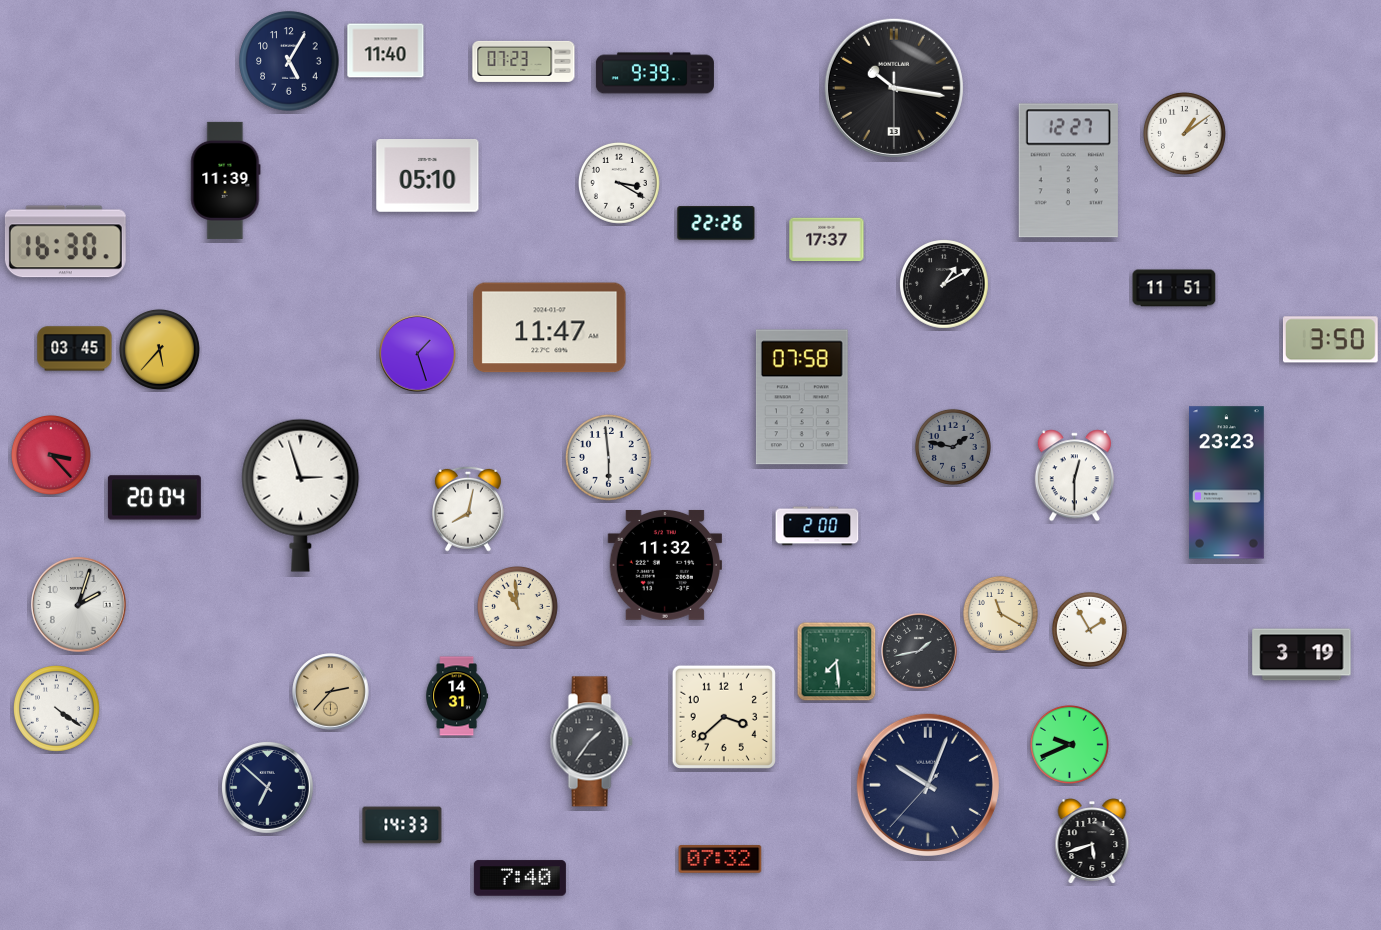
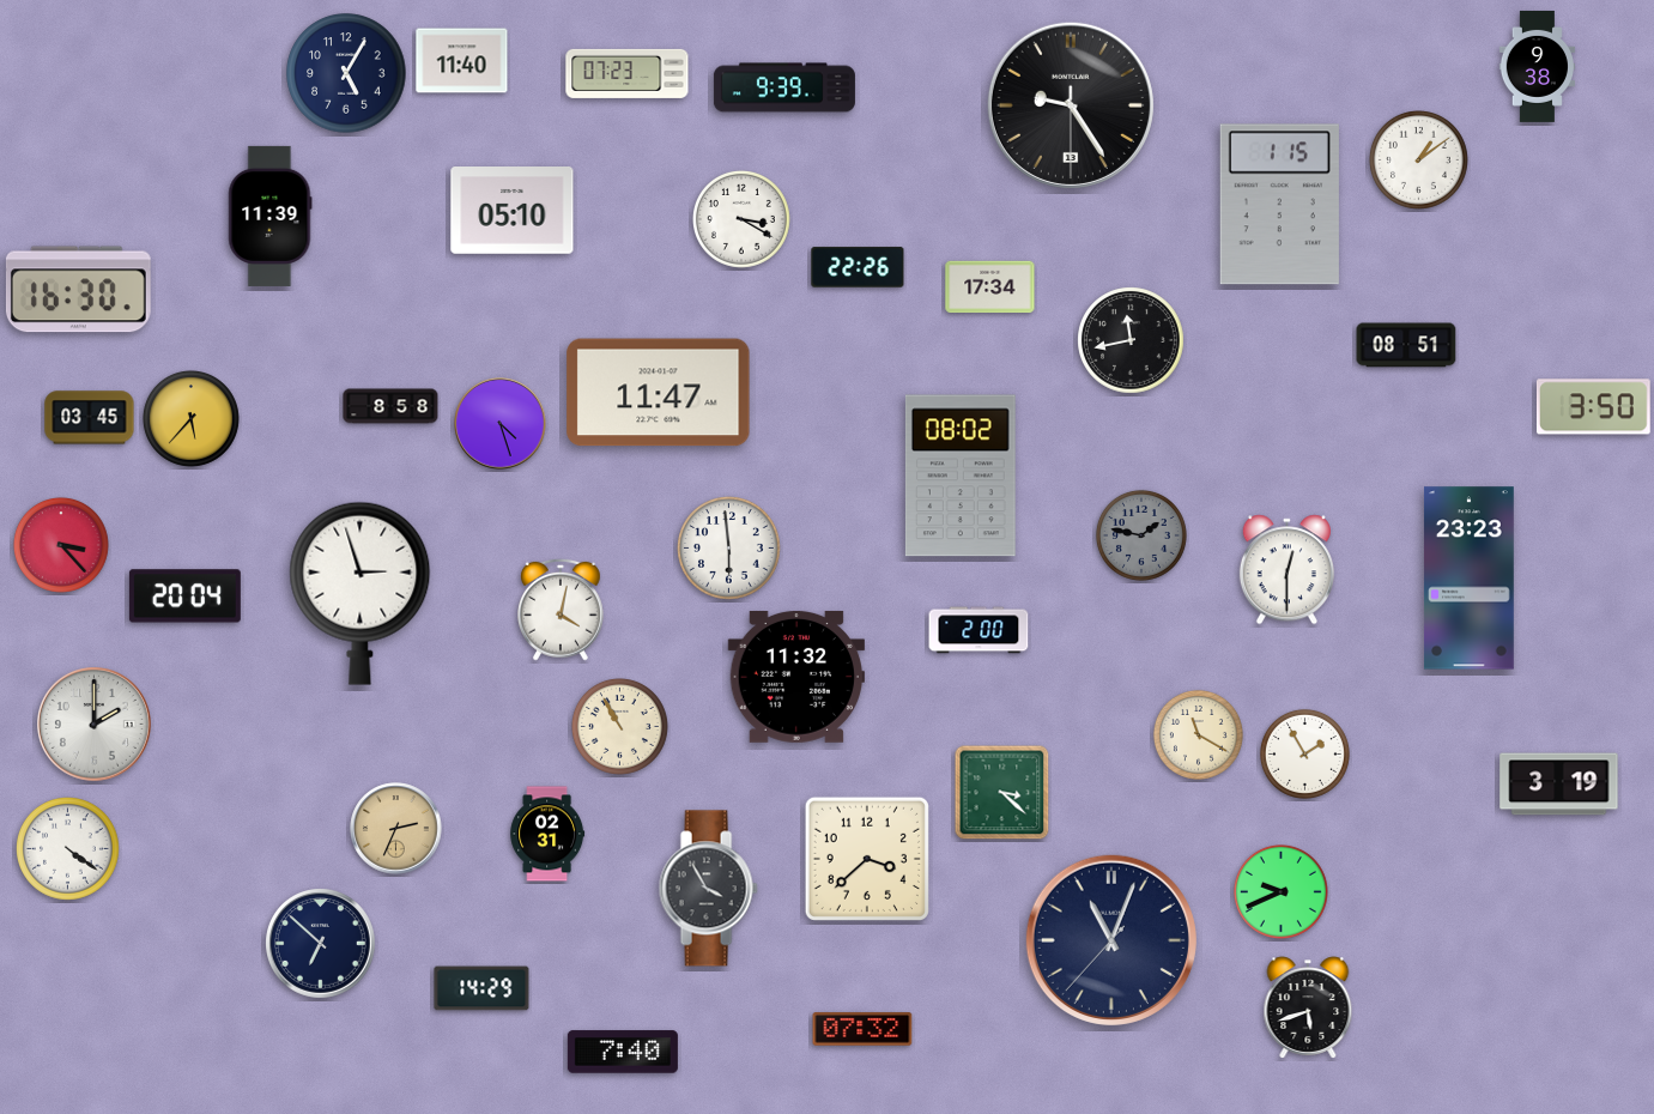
clock at (1538, 66): none -> 9:38
clock at (894, 88): 10:16 -> 9:24
clock at (1068, 171): 12:27 -> 1:15
clock at (827, 240): 17:37 -> 17:34
clock at (944, 284): 1:10 -> 11:43
clock at (1174, 288): 11:51 -> 08:51
clock at (390, 406): none -> 8:58
clock at (418, 354): 1:27 -> 4:27
clock at (802, 397): 07:58 -> 08:02
clock at (469, 509): 8:02 -> 4:02
clock at (79, 605): 2:03 -> 2:00
clock at (517, 606): 10:59 -> 10:55
clock at (919, 651): 1:43 -> none
clock at (837, 662): 7:29 -> 3:22
clock at (331, 692): 2:37 -> 2:34
clock at (457, 696): 14:31 -> 02:31
clock at (591, 742): 1:36 -> 3:55
clock at (928, 785): 10:03 -> 11:03
clock at (402, 825): 14:33 -> 14:29
